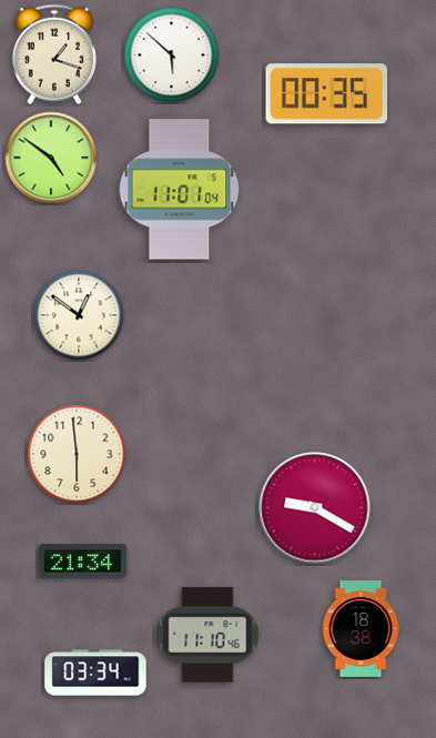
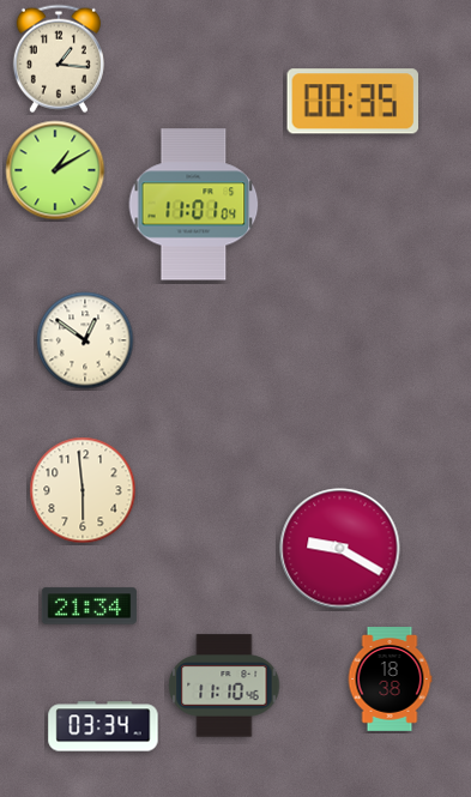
clock at (54, 54): 1:18 -> 1:16
clock at (172, 55): 5:52 -> none
clock at (51, 158): 4:51 -> 1:10
